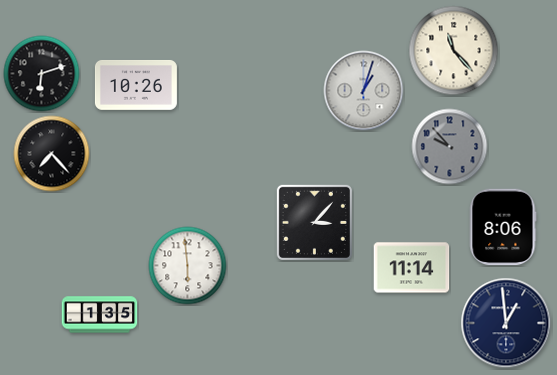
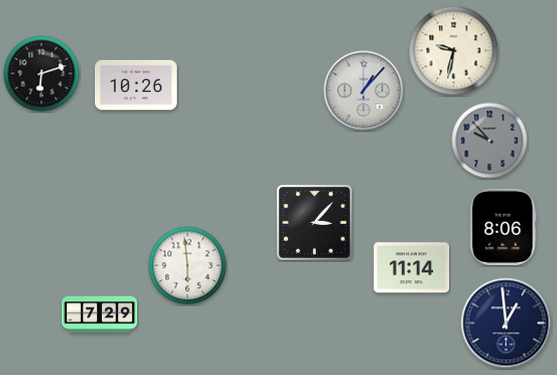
clock at (454, 51): 11:23 -> 9:32
clock at (364, 91): 1:03 -> 1:07
clock at (450, 147) position: (450, 147) -> (490, 141)
clock at (52, 154): 7:23 -> none
clock at (100, 315): 1:35 -> 7:29
